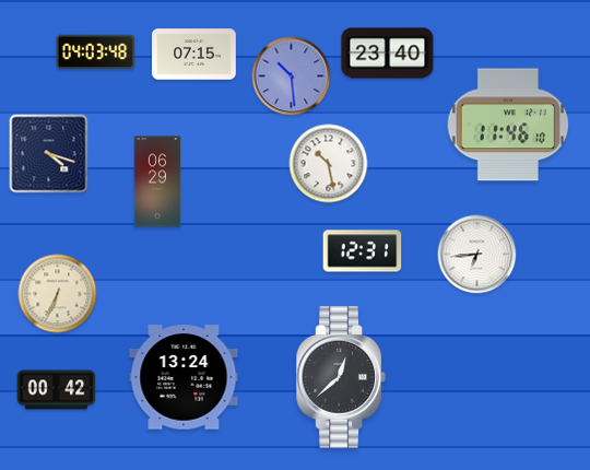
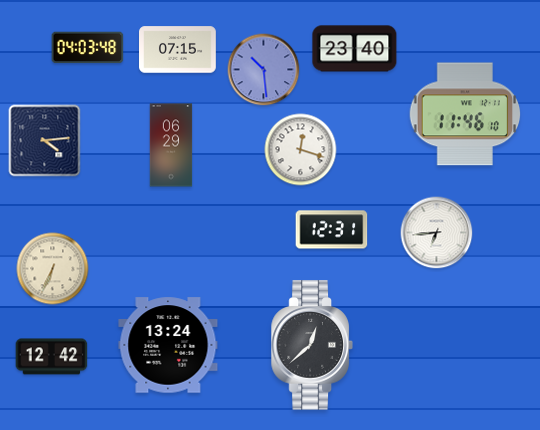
clock at (292, 77) position: (292, 77) -> (264, 70)
clock at (49, 154): 4:18 -> 4:14
clock at (329, 164): 10:28 -> 12:18
clock at (157, 181) position: (157, 181) -> (171, 145)
clock at (57, 390): 00:42 -> 12:42
